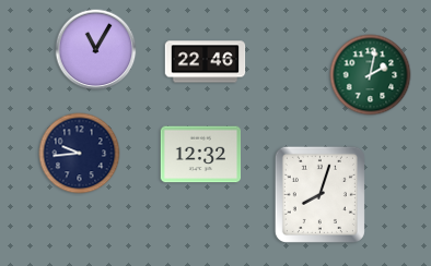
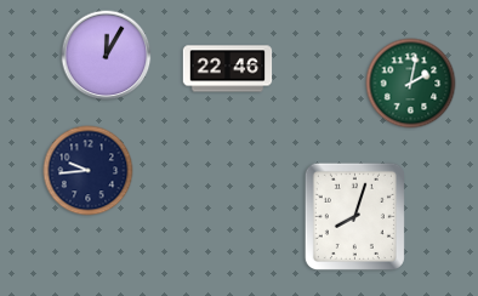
clock at (96, 50): 11:05 -> 12:05
clock at (201, 155): 12:32 -> none
